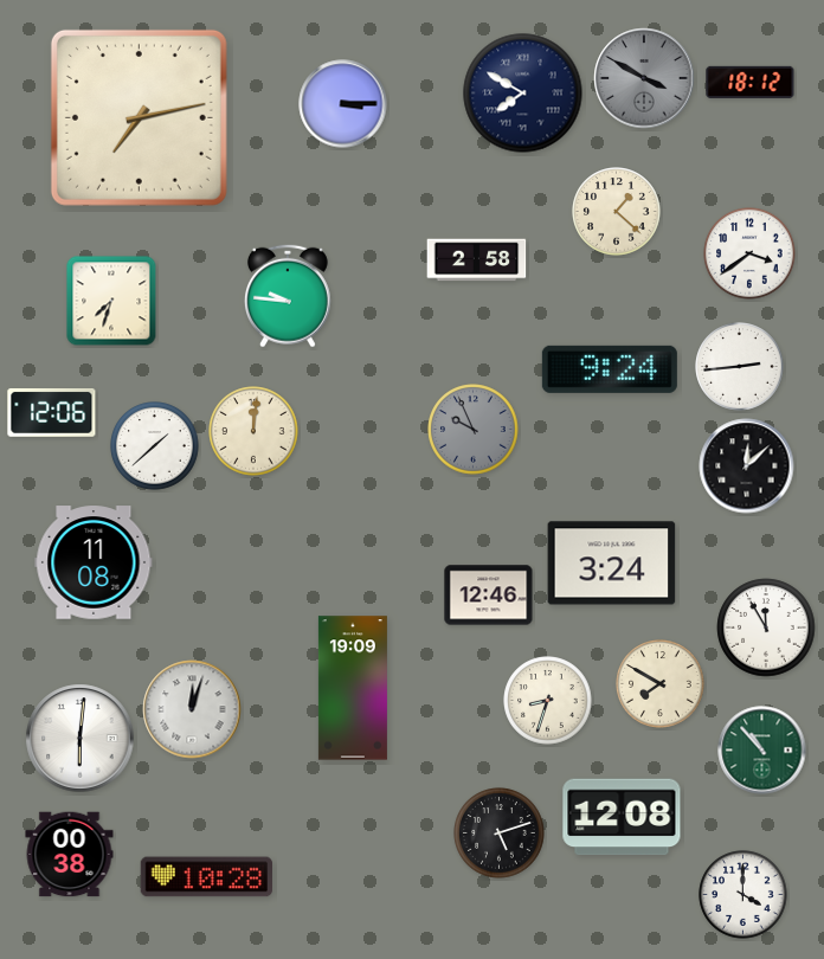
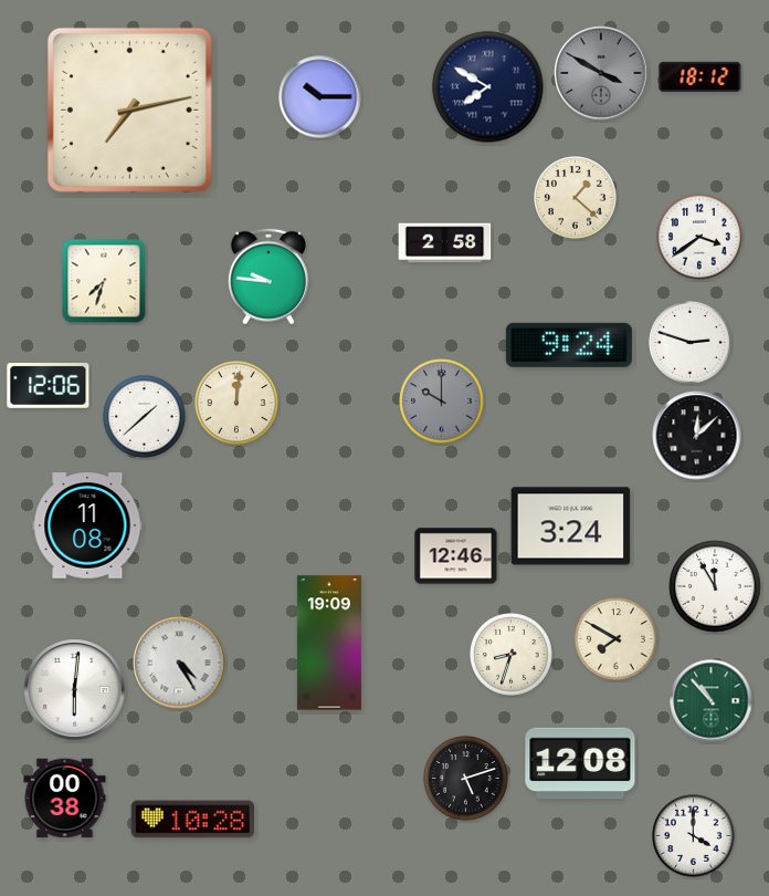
clock at (343, 104): 3:15 -> 10:15
clock at (740, 367): 2:44 -> 2:48
clock at (474, 430): 9:56 -> 10:00
clock at (192, 709): 12:03 -> 4:25
